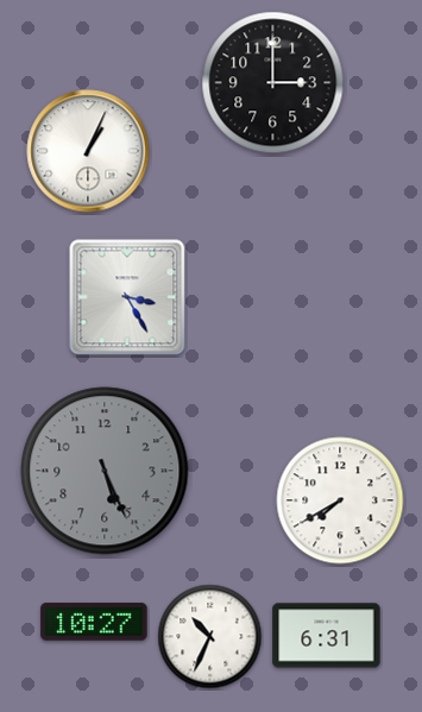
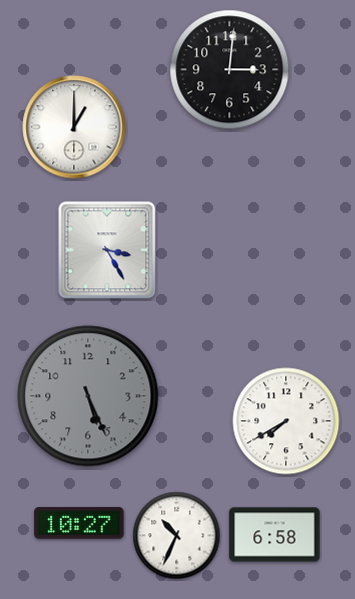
clock at (273, 83): 3:00 -> 3:01
clock at (88, 151): 1:04 -> 1:00
clock at (327, 636): 6:31 -> 6:58
